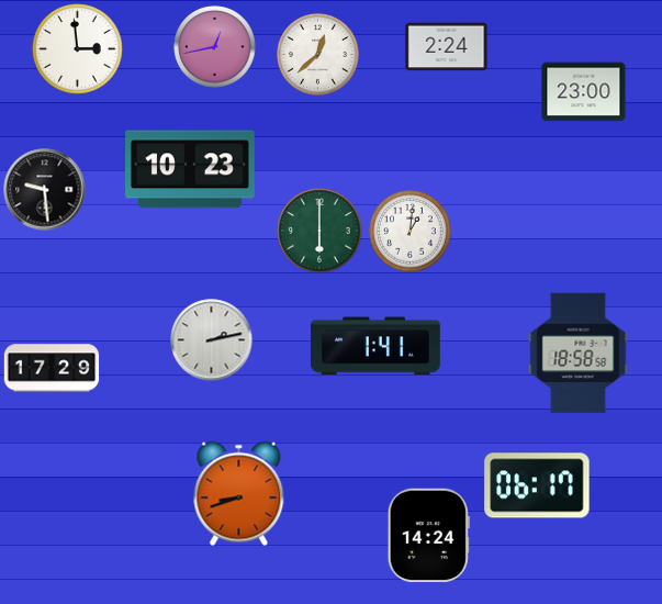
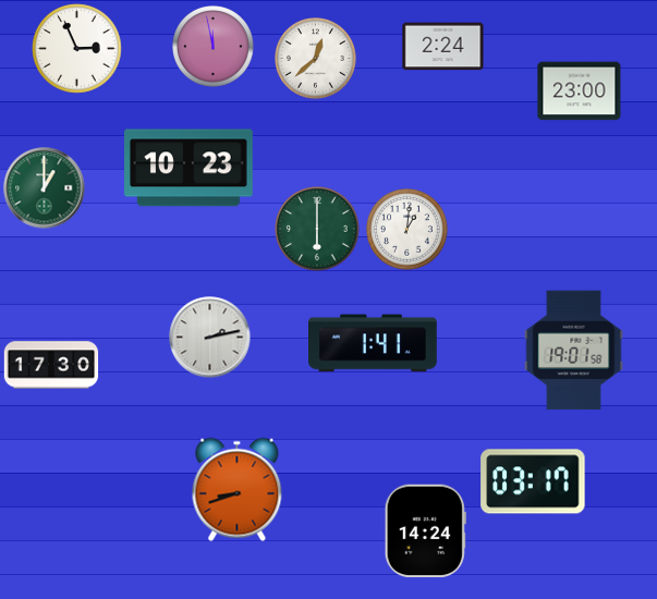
clock at (215, 47): 12:43 -> 11:58
clock at (78, 49): 2:59 -> 2:56
clock at (318, 55) position: (318, 55) -> (316, 59)
clock at (45, 190): 9:29 -> 1:00
clock at (45, 190) dial: black -> green
clock at (579, 354): 18:58 -> 19:01
clock at (52, 368): 17:29 -> 17:30
clock at (537, 485): 06:17 -> 03:17
